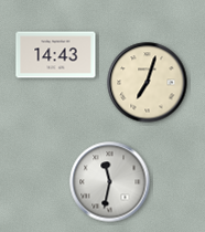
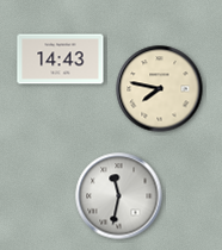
clock at (148, 83): 7:03 -> 7:47
